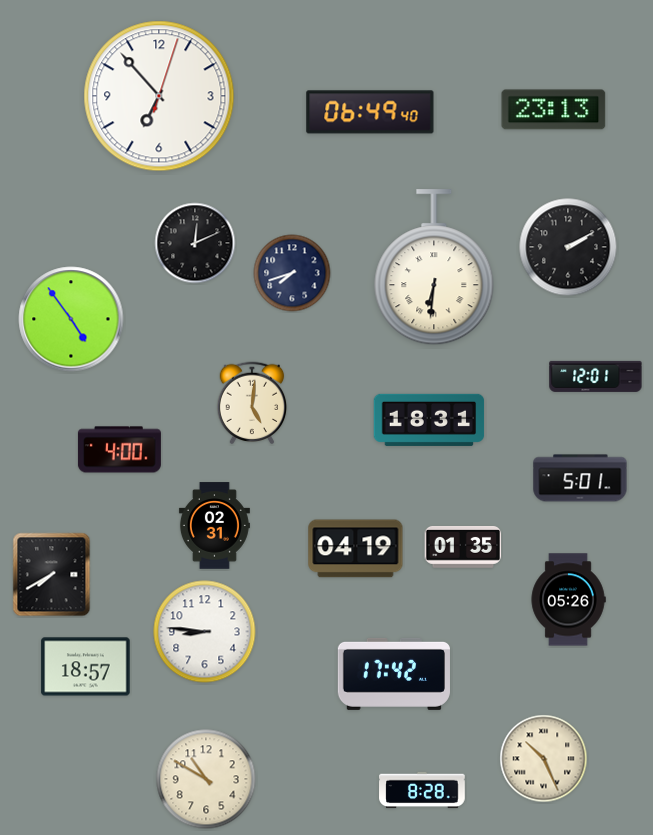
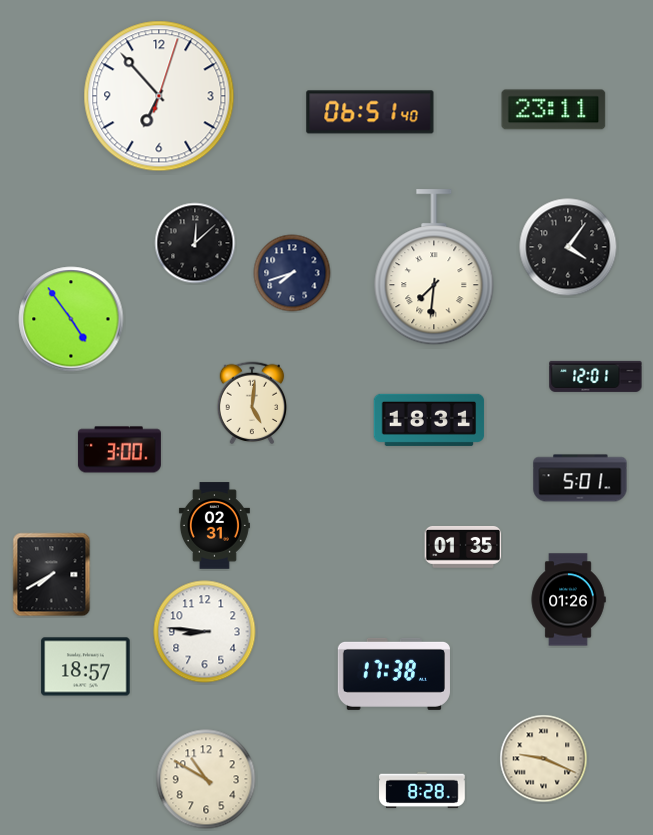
clock at (554, 110): 23:13 -> 23:11
clock at (370, 112): 06:49 -> 06:51
clock at (195, 243): 12:11 -> 12:08
clock at (568, 247): 2:10 -> 4:06
clock at (434, 268): 6:31 -> 7:31
clock at (119, 450): 4:00 -> 3:00
clock at (356, 549): 04:19 -> none
clock at (568, 600): 05:26 -> 01:26
clock at (394, 674): 17:42 -> 17:38
clock at (544, 759): 10:26 -> 9:19
